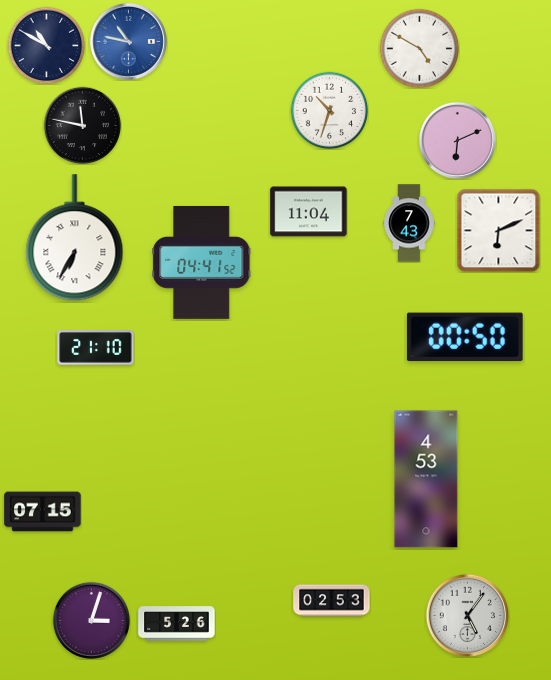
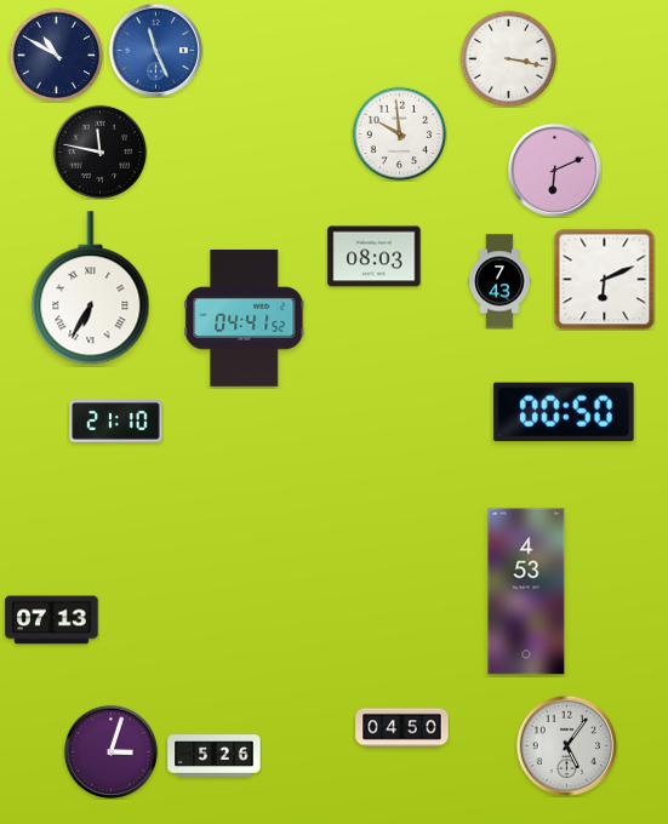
clock at (128, 41): 10:47 -> 11:26
clock at (419, 48): 4:50 -> 3:17
clock at (329, 110): 10:33 -> 9:59
clock at (309, 212): 11:04 -> 08:03
clock at (409, 223) position: (409, 223) -> (499, 281)
clock at (465, 337) position: (465, 337) -> (564, 412)
clock at (426, 479) position: (426, 479) -> (526, 591)
clock at (43, 512): 07:15 -> 07:13
clock at (332, 601): 02:53 -> 04:50
